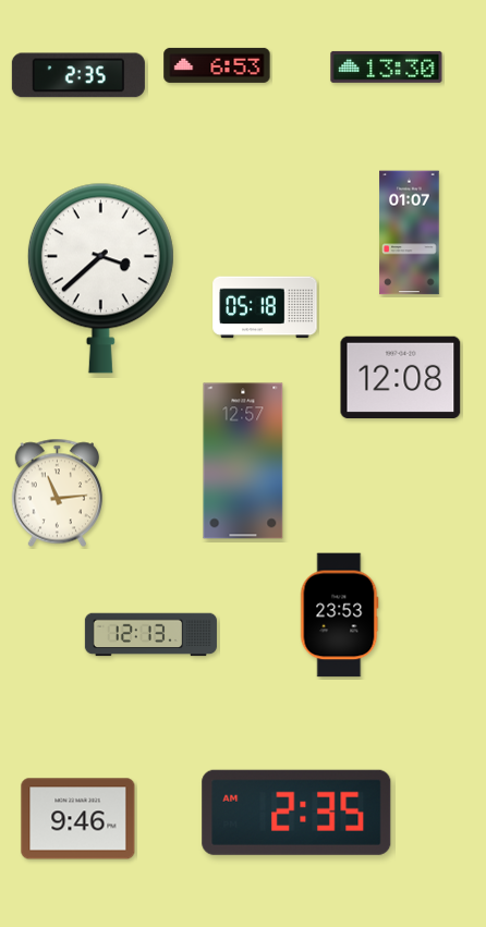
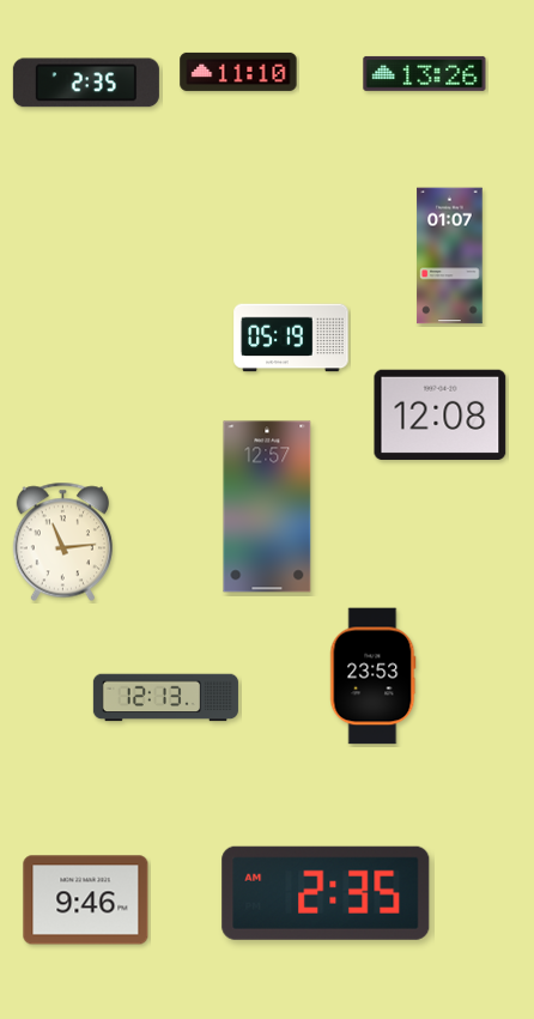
clock at (217, 65): 6:53 -> 11:10
clock at (387, 66): 13:30 -> 13:26
clock at (100, 278): 3:38 -> none
clock at (265, 307): 05:18 -> 05:19
